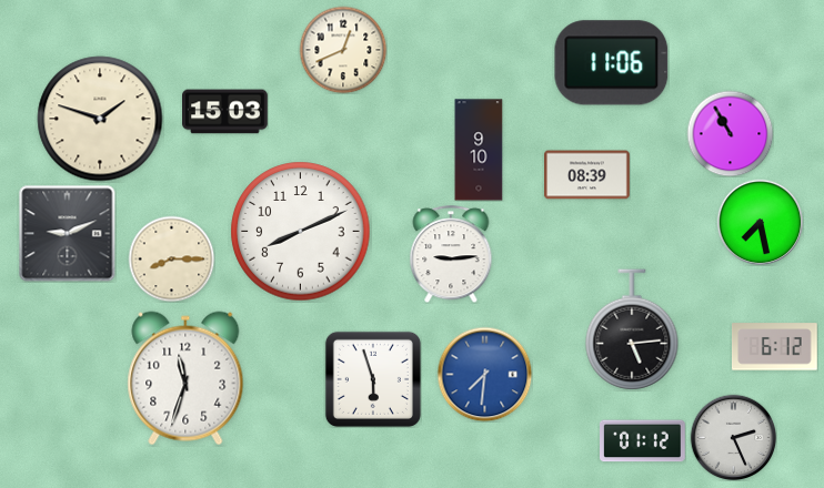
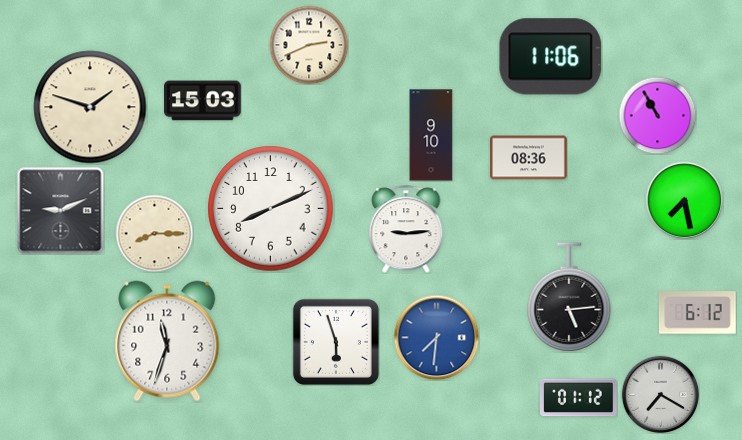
clock at (343, 50): 12:41 -> 2:41
clock at (730, 133) position: (730, 133) -> (657, 115)
clock at (587, 175): 08:39 -> 08:36
clock at (733, 437): 2:26 -> 7:20
